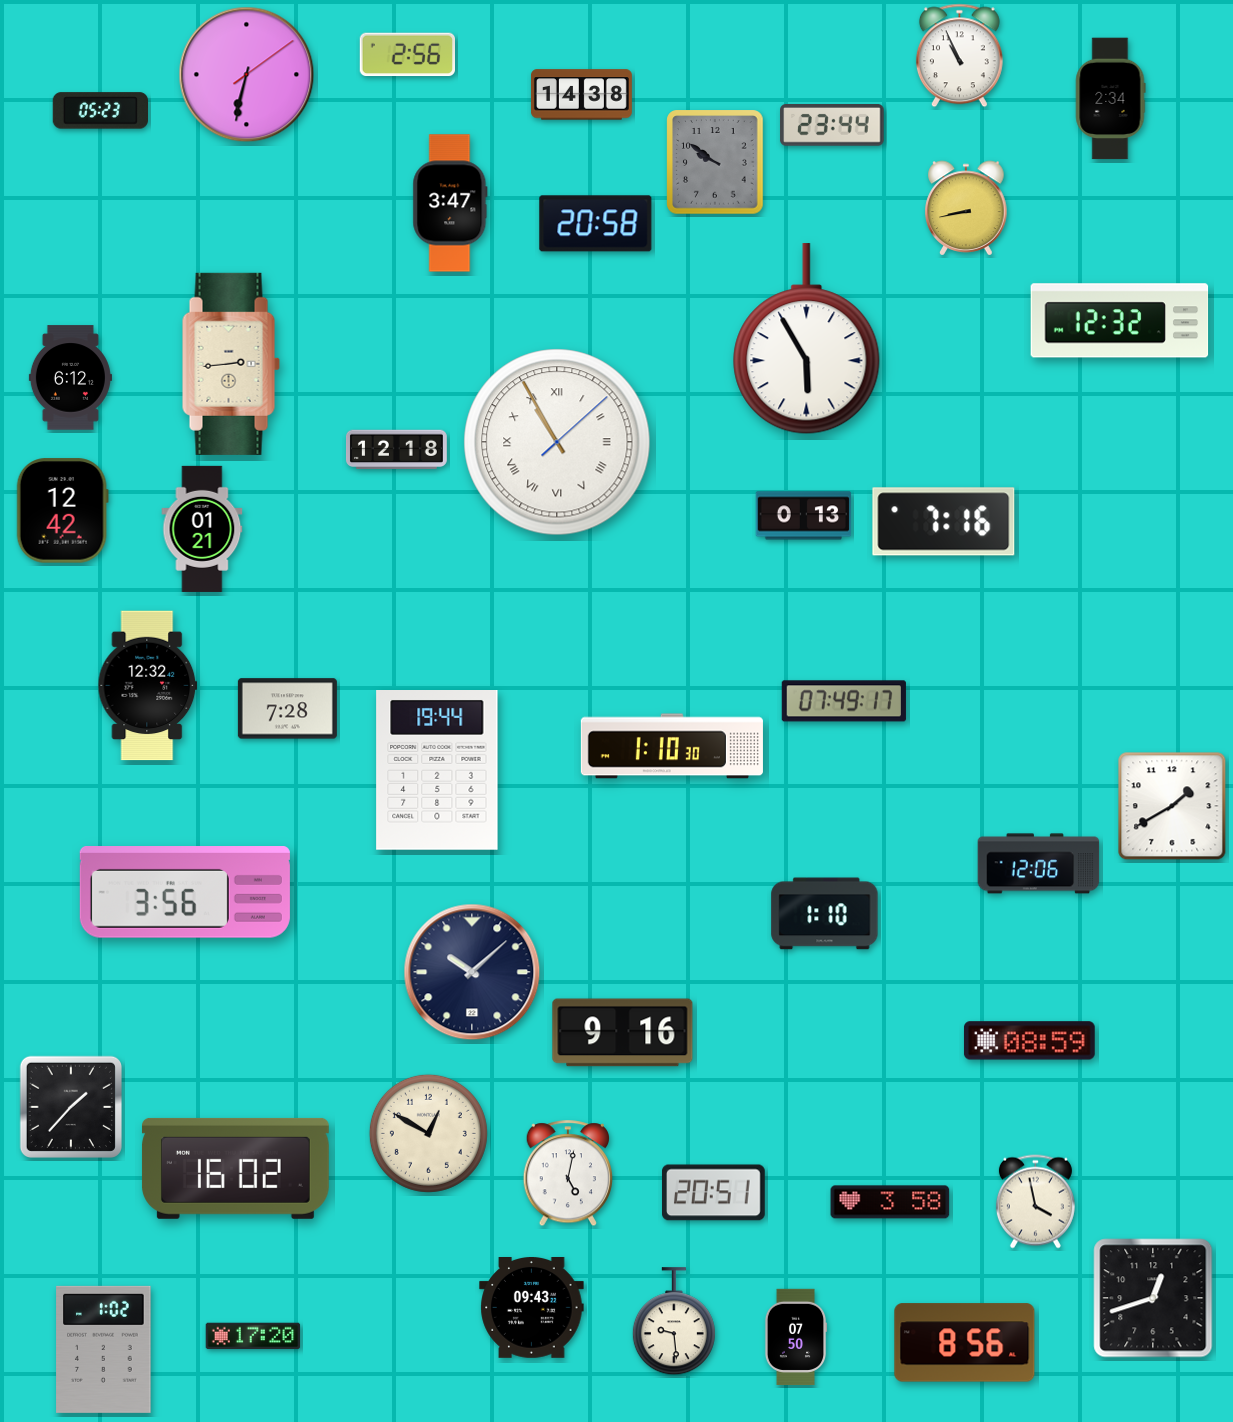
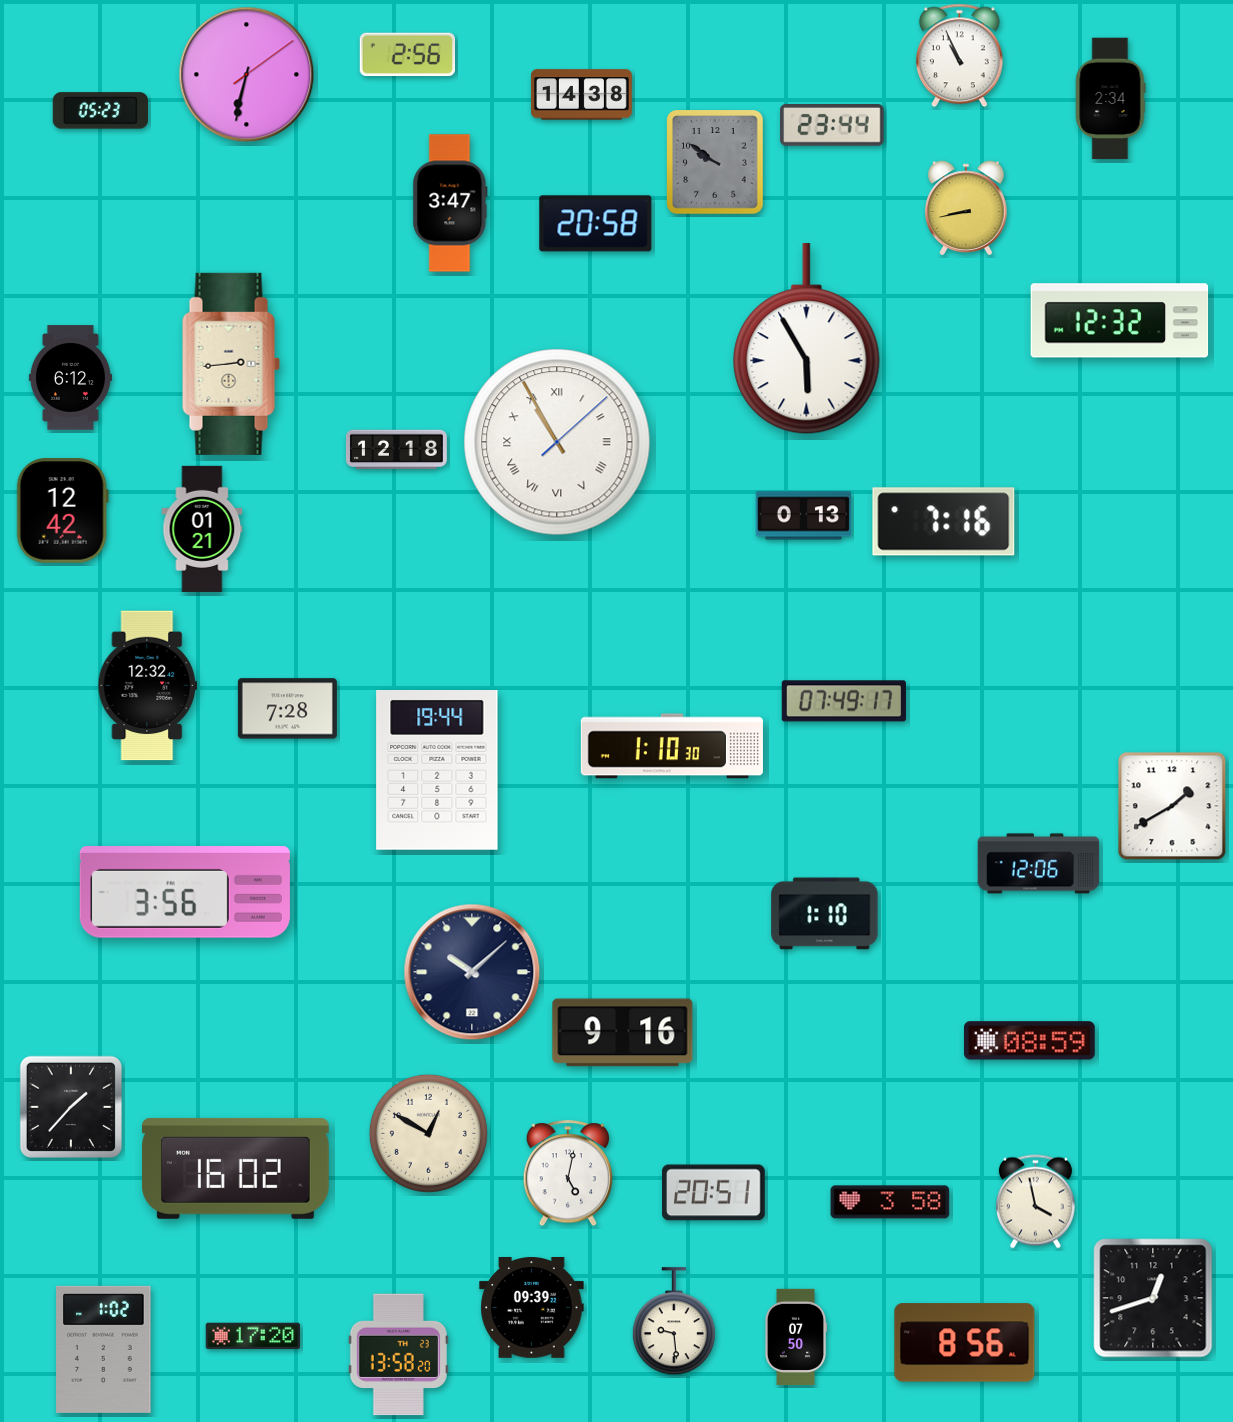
clock at (532, 1308): 09:43 -> 09:39
clock at (398, 1355): none -> 13:58
